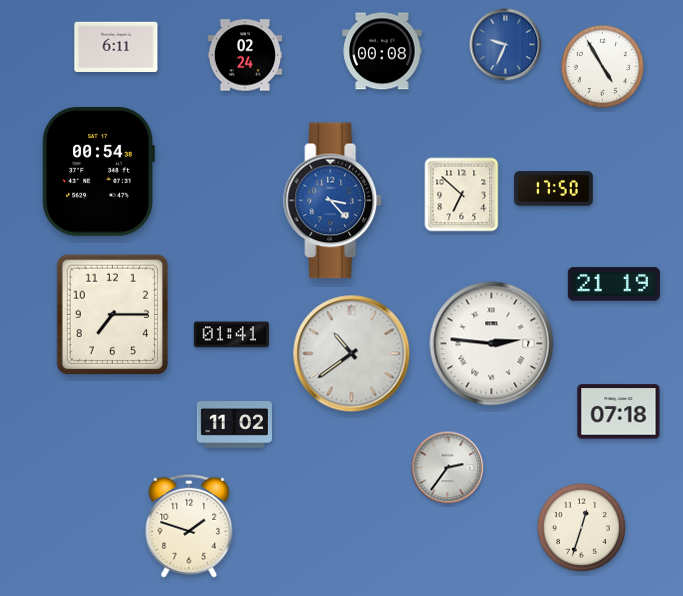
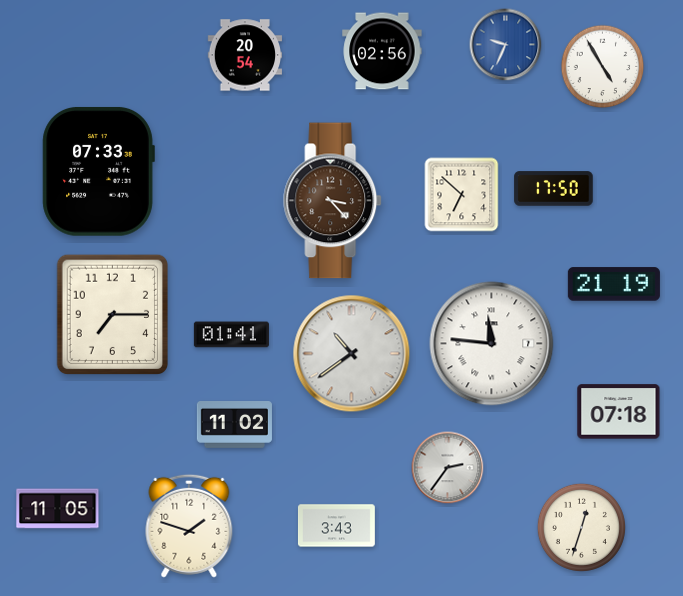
clock at (116, 46): 6:11 -> none
clock at (382, 51): 00:08 -> 02:56
clock at (244, 55): 02:24 -> 20:54
clock at (98, 171): 00:54 -> 07:33
clock at (333, 201) dial: blue -> brown
clock at (492, 344): 2:46 -> 11:46
clock at (58, 509): none -> 11:05
clock at (337, 526): none -> 3:43
